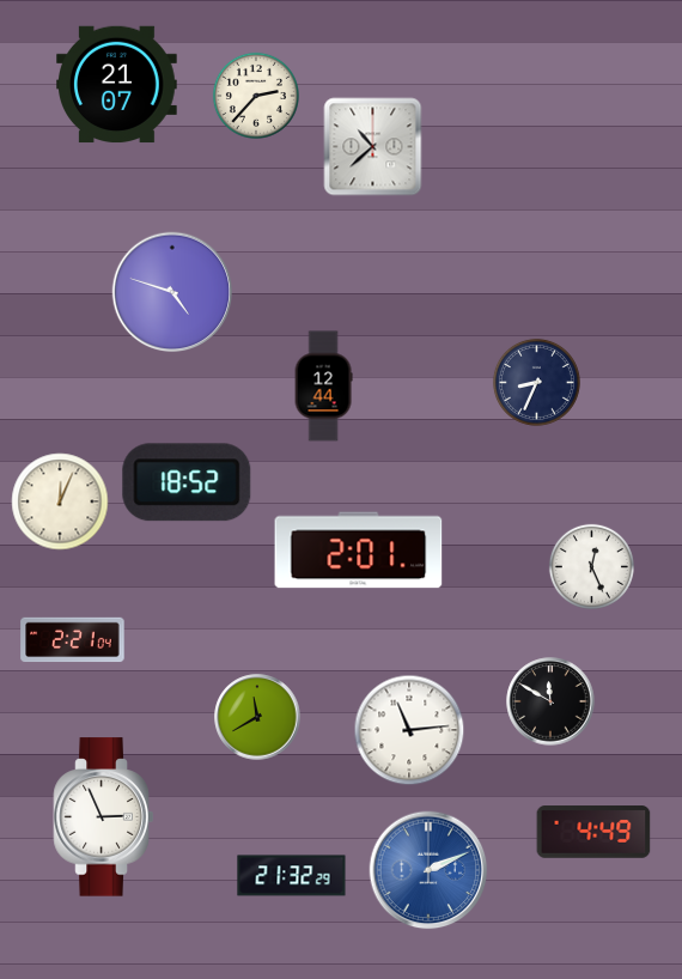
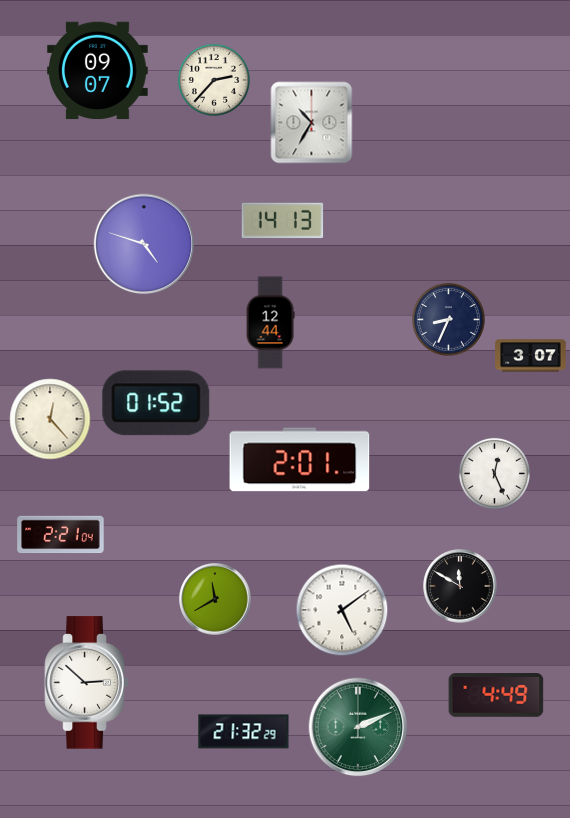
clock at (117, 85): 21:07 -> 09:07
clock at (373, 147): 10:38 -> 10:35
clock at (283, 221): none -> 14:13
clock at (531, 356): none -> 3:07
clock at (187, 482): 18:52 -> 01:52
clock at (60, 501): 12:04 -> 12:23
clock at (409, 730): 11:14 -> 5:09
clock at (104, 817): 2:56 -> 2:52
clock at (428, 870) dial: blue -> green
